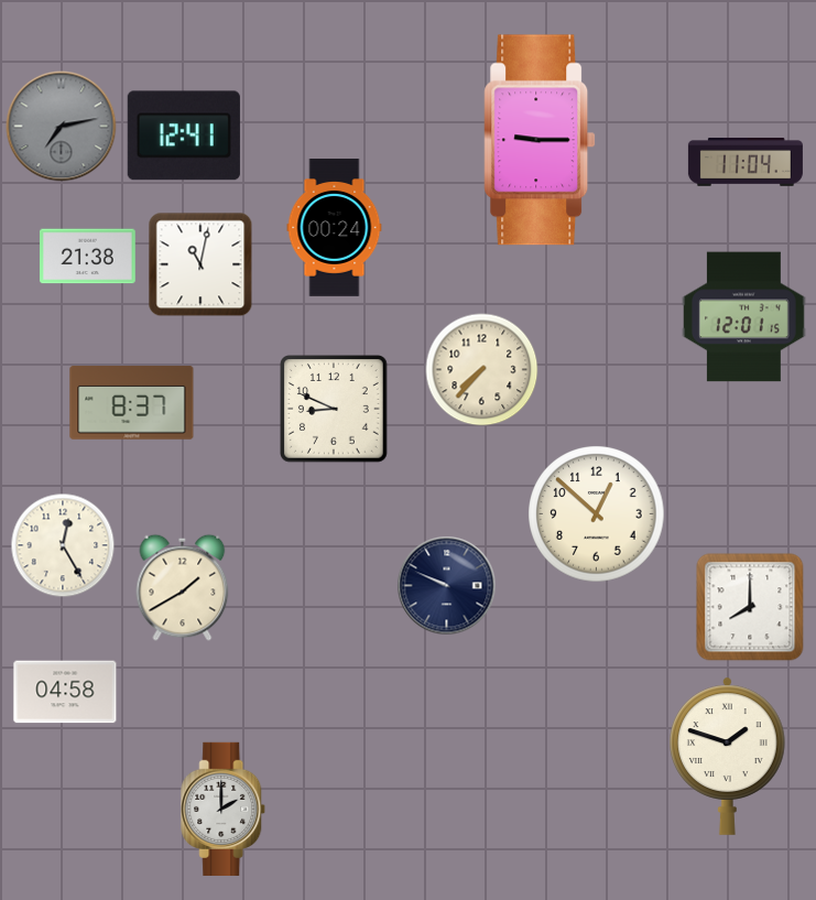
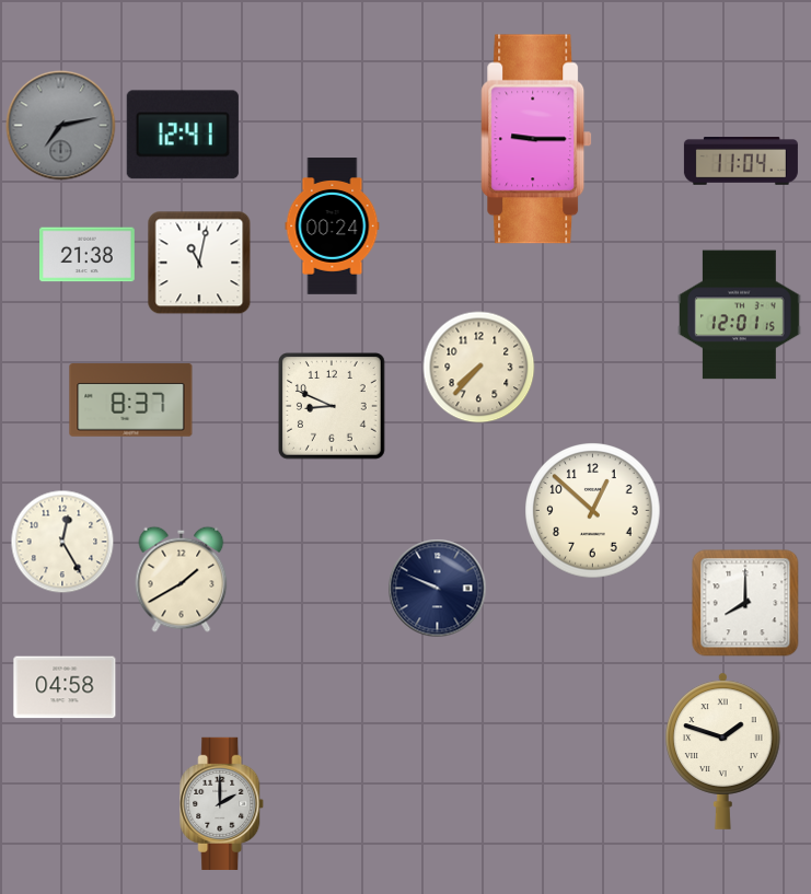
clock at (447, 586) position: (447, 586) -> (438, 589)
clock at (183, 587) position: (183, 587) -> (182, 579)
